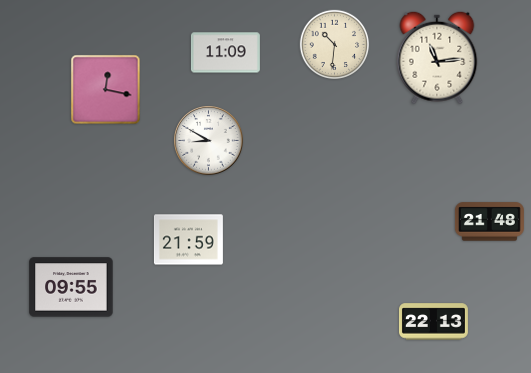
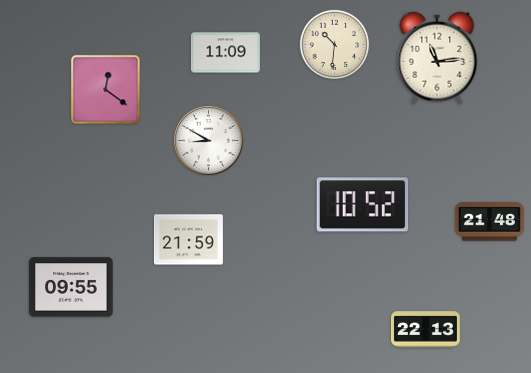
clock at (106, 90): 12:17 -> 12:21
clock at (363, 205): none -> 10:52
clock at (433, 322) position: (433, 322) -> (425, 330)
